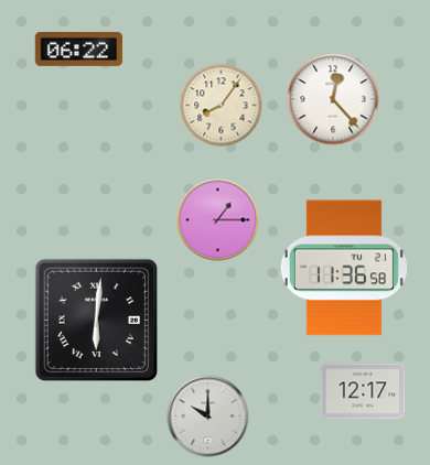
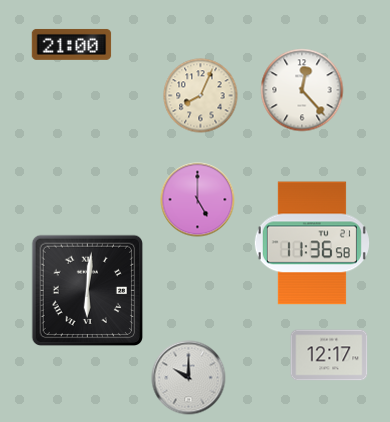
clock at (79, 48): 06:22 -> 21:00
clock at (222, 106): 8:06 -> 8:04
clock at (218, 220): 1:15 -> 5:00
